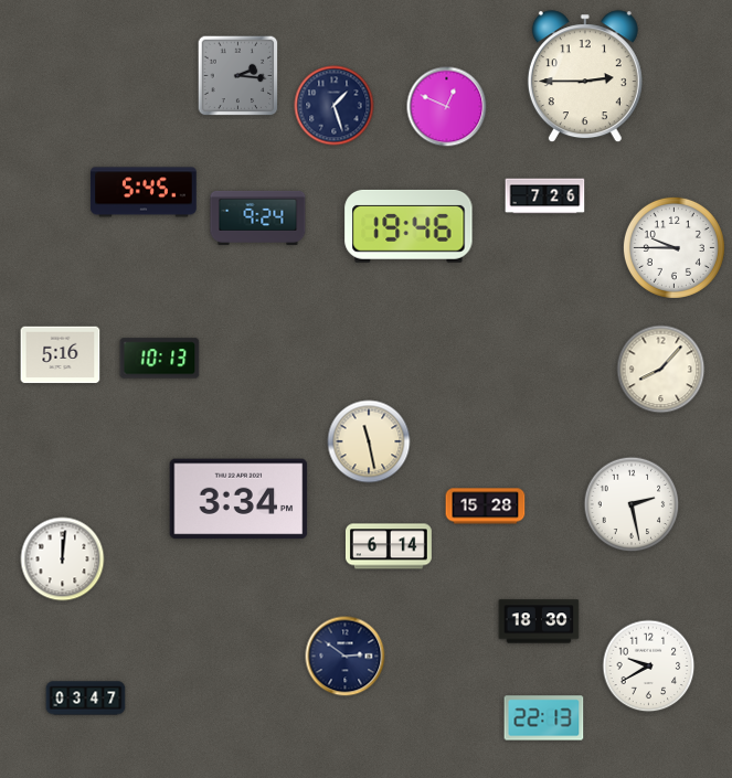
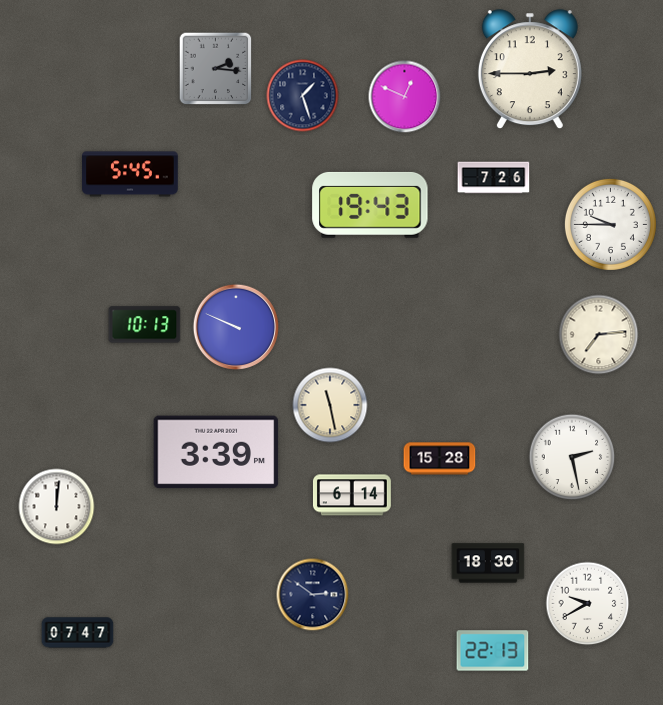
clock at (258, 217): 9:24 -> none
clock at (409, 226): 19:46 -> 19:43
clock at (61, 355): 5:16 -> none
clock at (236, 327): none -> 9:49
clock at (661, 370): 8:07 -> 7:14
clock at (369, 441) position: (369, 441) -> (330, 405)
clock at (238, 499): 3:34 -> 3:39
clock at (86, 699): 03:47 -> 07:47
